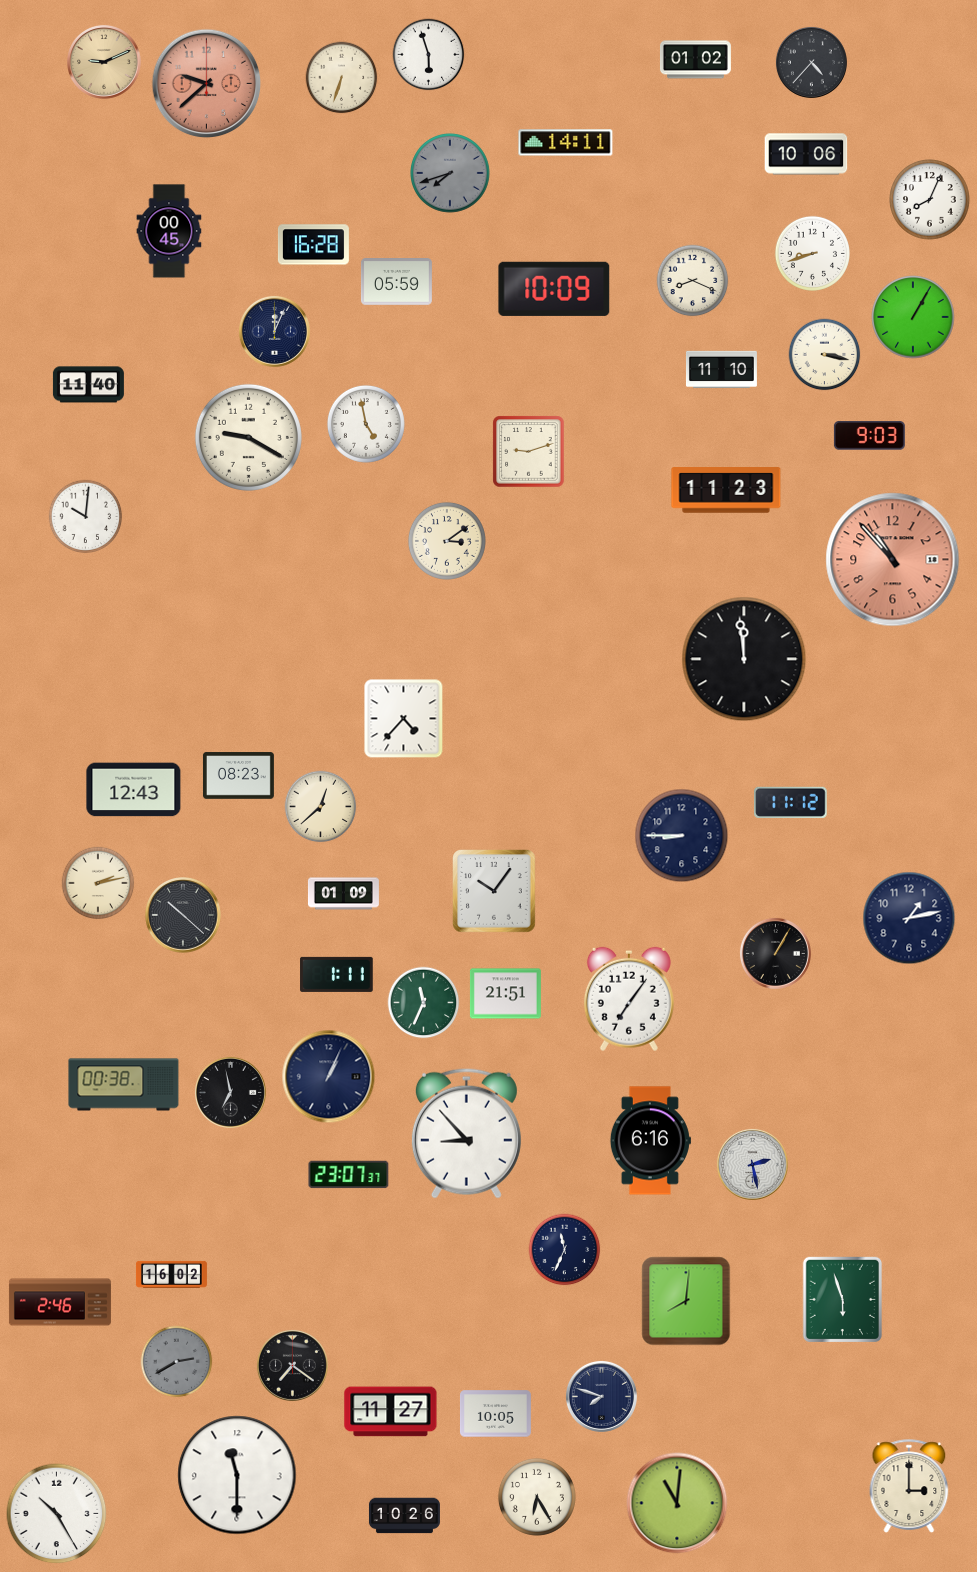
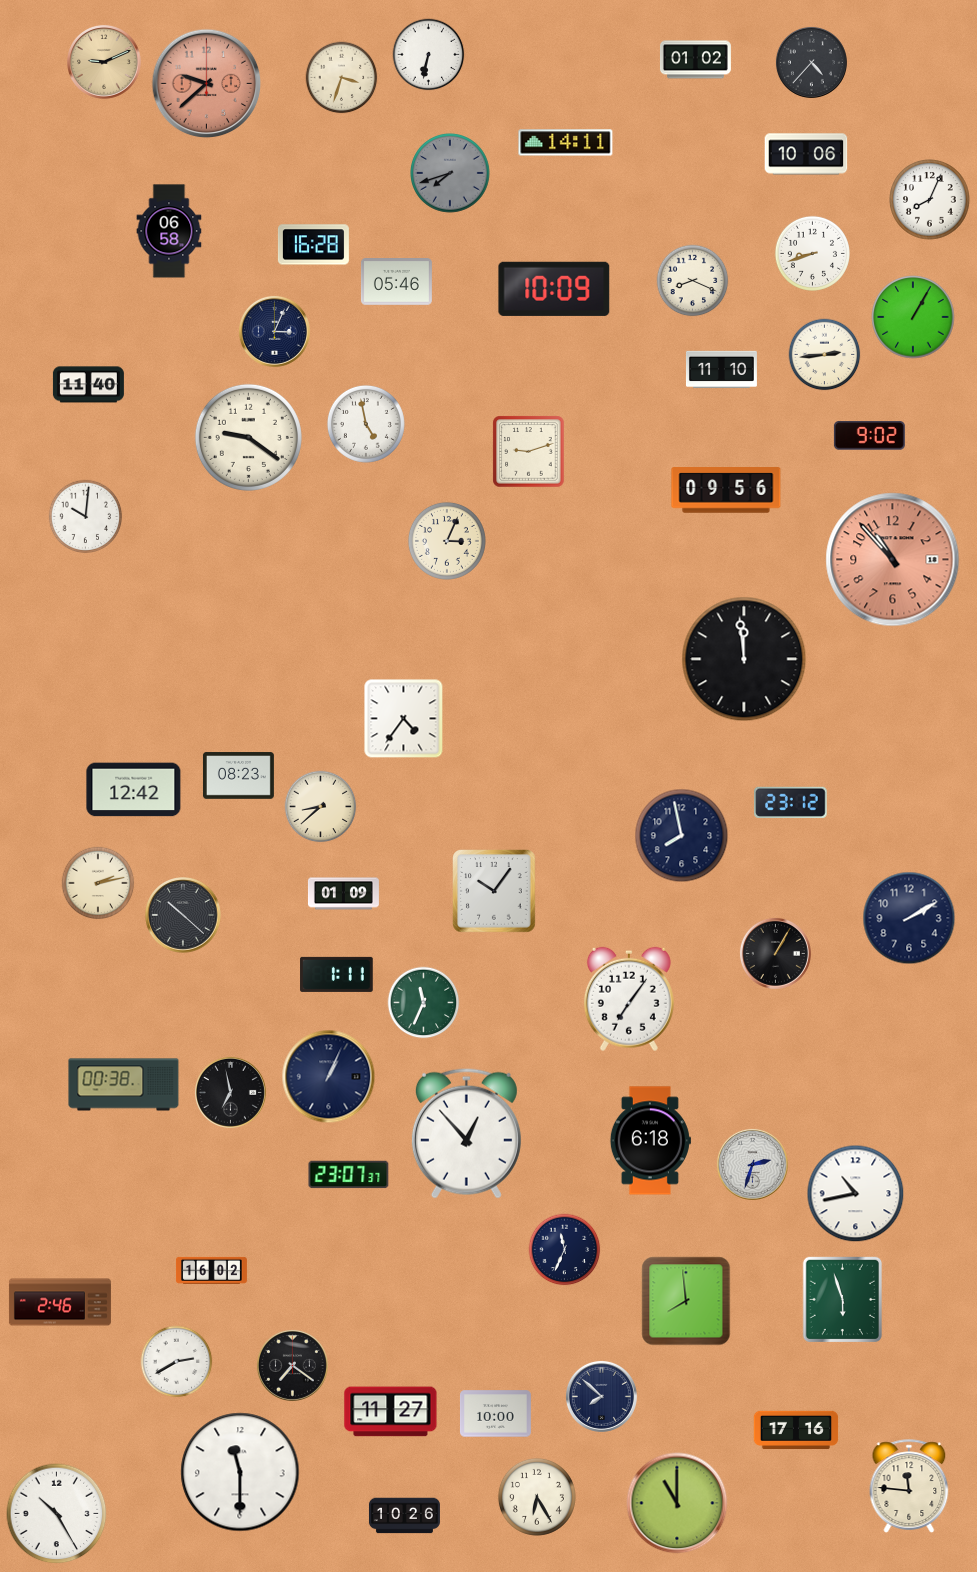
clock at (429, 55): 5:57 -> 6:32
clock at (342, 78): 6:33 -> 3:33
clock at (169, 231): 00:45 -> 06:58
clock at (396, 282): 05:59 -> 05:46
clock at (274, 331): 12:04 -> 3:04
clock at (825, 355): 3:17 -> 2:44
clock at (869, 436): 9:03 -> 9:02
clock at (248, 437): 9:20 -> 9:21
clock at (726, 490): 11:23 -> 09:56
clock at (447, 541): 3:09 -> 3:04
clock at (404, 719): 4:37 -> 4:36
clock at (134, 790): 12:43 -> 12:42
clock at (791, 802): 11:12 -> 23:12
clock at (321, 807): 12:38 -> 8:38
clock at (682, 836): 8:45 -> 7:58
clock at (909, 918): 1:13 -> 2:10
clock at (505, 994): 21:51 -> none
clock at (466, 1133): 8:53 -> 12:53
clock at (650, 1141): 6:16 -> 6:18
clock at (752, 1164): 2:28 -> 2:33
clock at (856, 1194): none -> 10:43
clock at (171, 1274) position: (171, 1274) -> (211, 1270)
clock at (686, 1301): 8:01 -> 7:59
clock at (177, 1362) dial: grey -> white
clock at (601, 1396): 7:48 -> 7:52
clock at (495, 1414): 10:05 -> 10:00
clock at (796, 1429): none -> 17:16
clock at (237, 1475) position: (237, 1475) -> (240, 1472)
clock at (909, 1486): 3:00 -> 11:46
clock at (677, 1503): 11:01 -> 11:00
